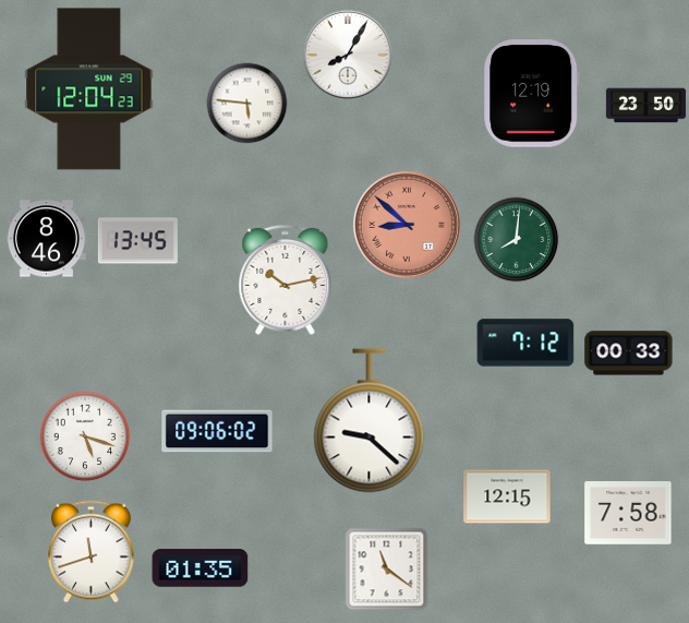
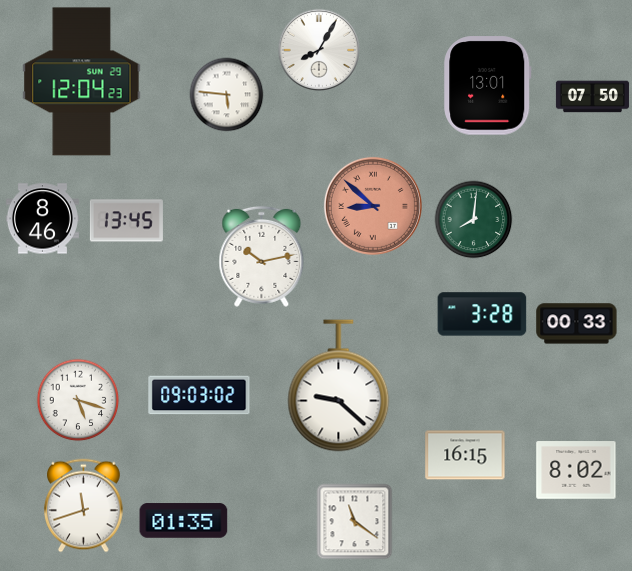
clock at (532, 94): 12:19 -> 13:01
clock at (645, 106): 23:50 -> 07:50
clock at (525, 343): 7:12 -> 3:28
clock at (217, 431): 09:06 -> 09:03
clock at (507, 496): 12:15 -> 16:15
clock at (628, 513): 7:58 -> 8:02
